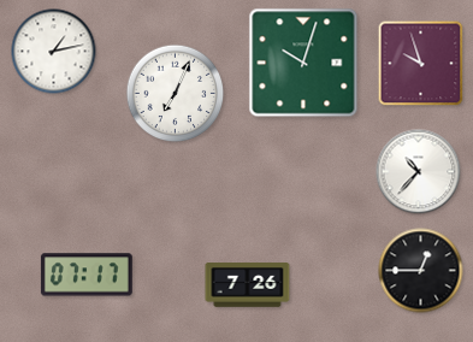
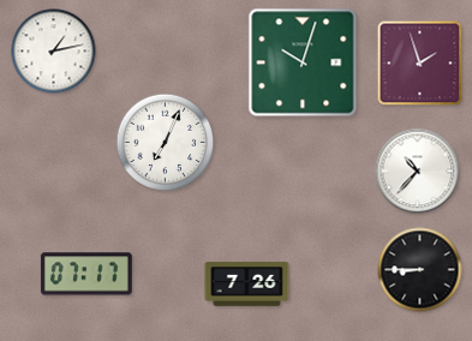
clock at (421, 64): 9:57 -> 1:57
clock at (176, 94) position: (176, 94) -> (166, 143)
clock at (421, 271): 12:45 -> 8:45
